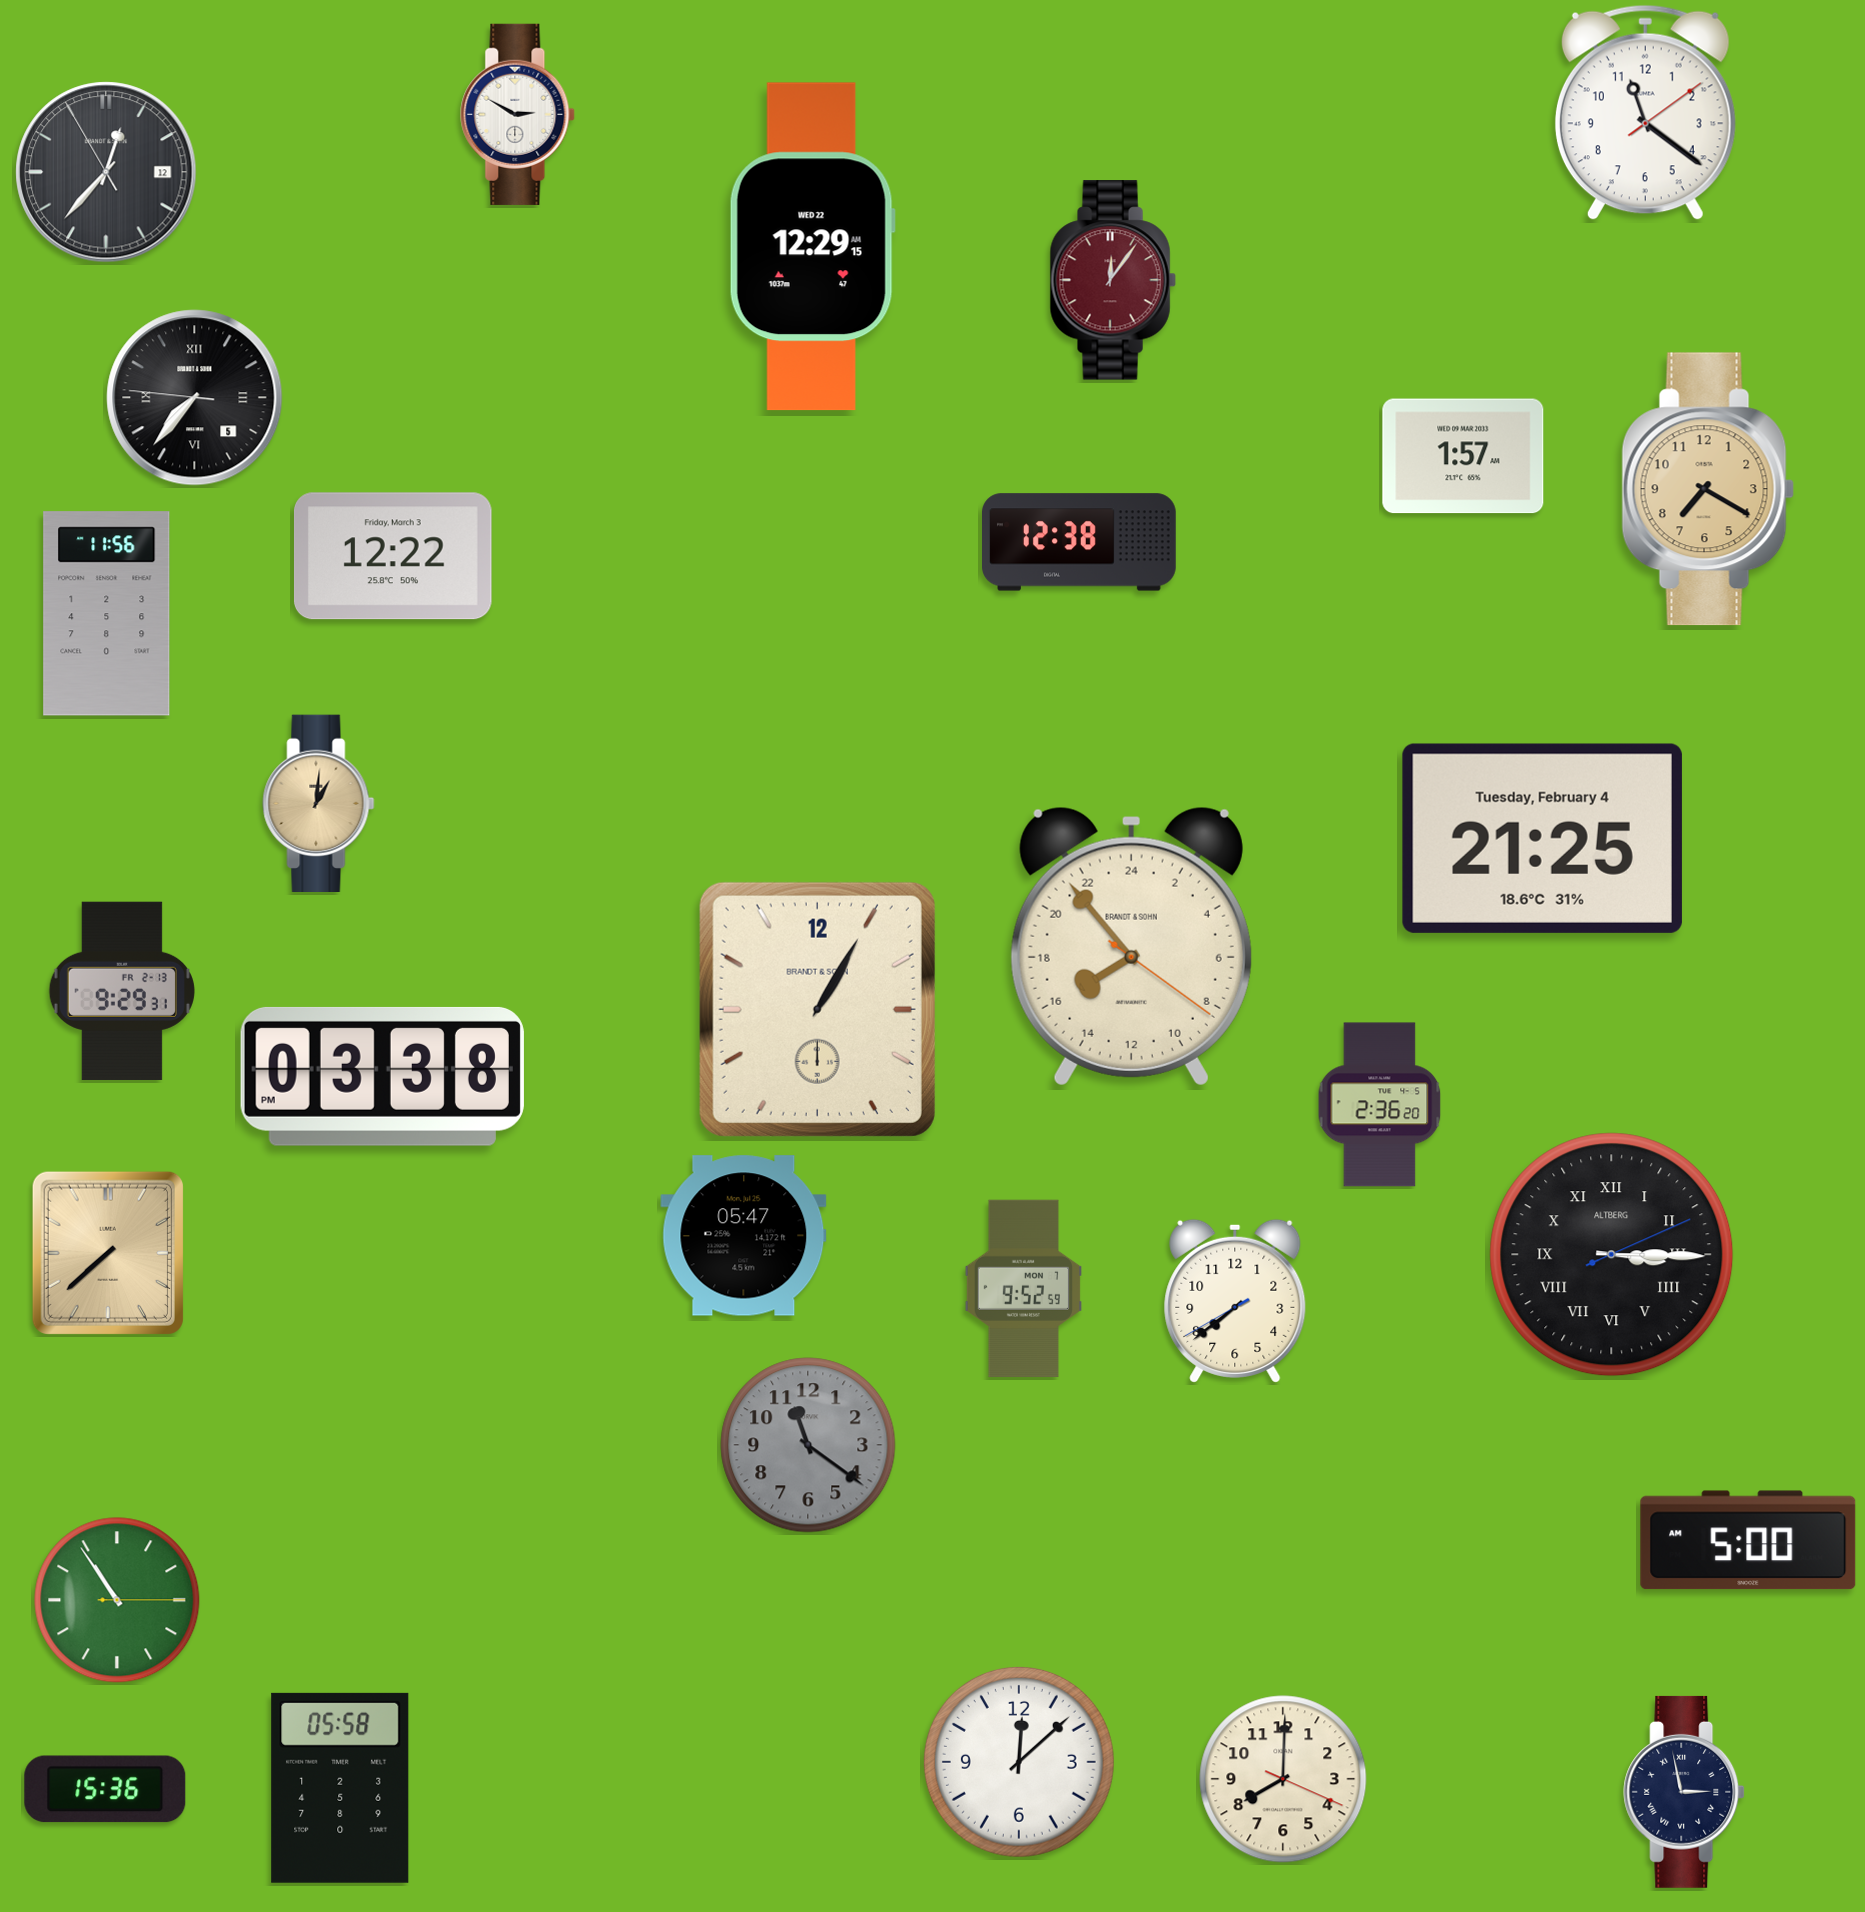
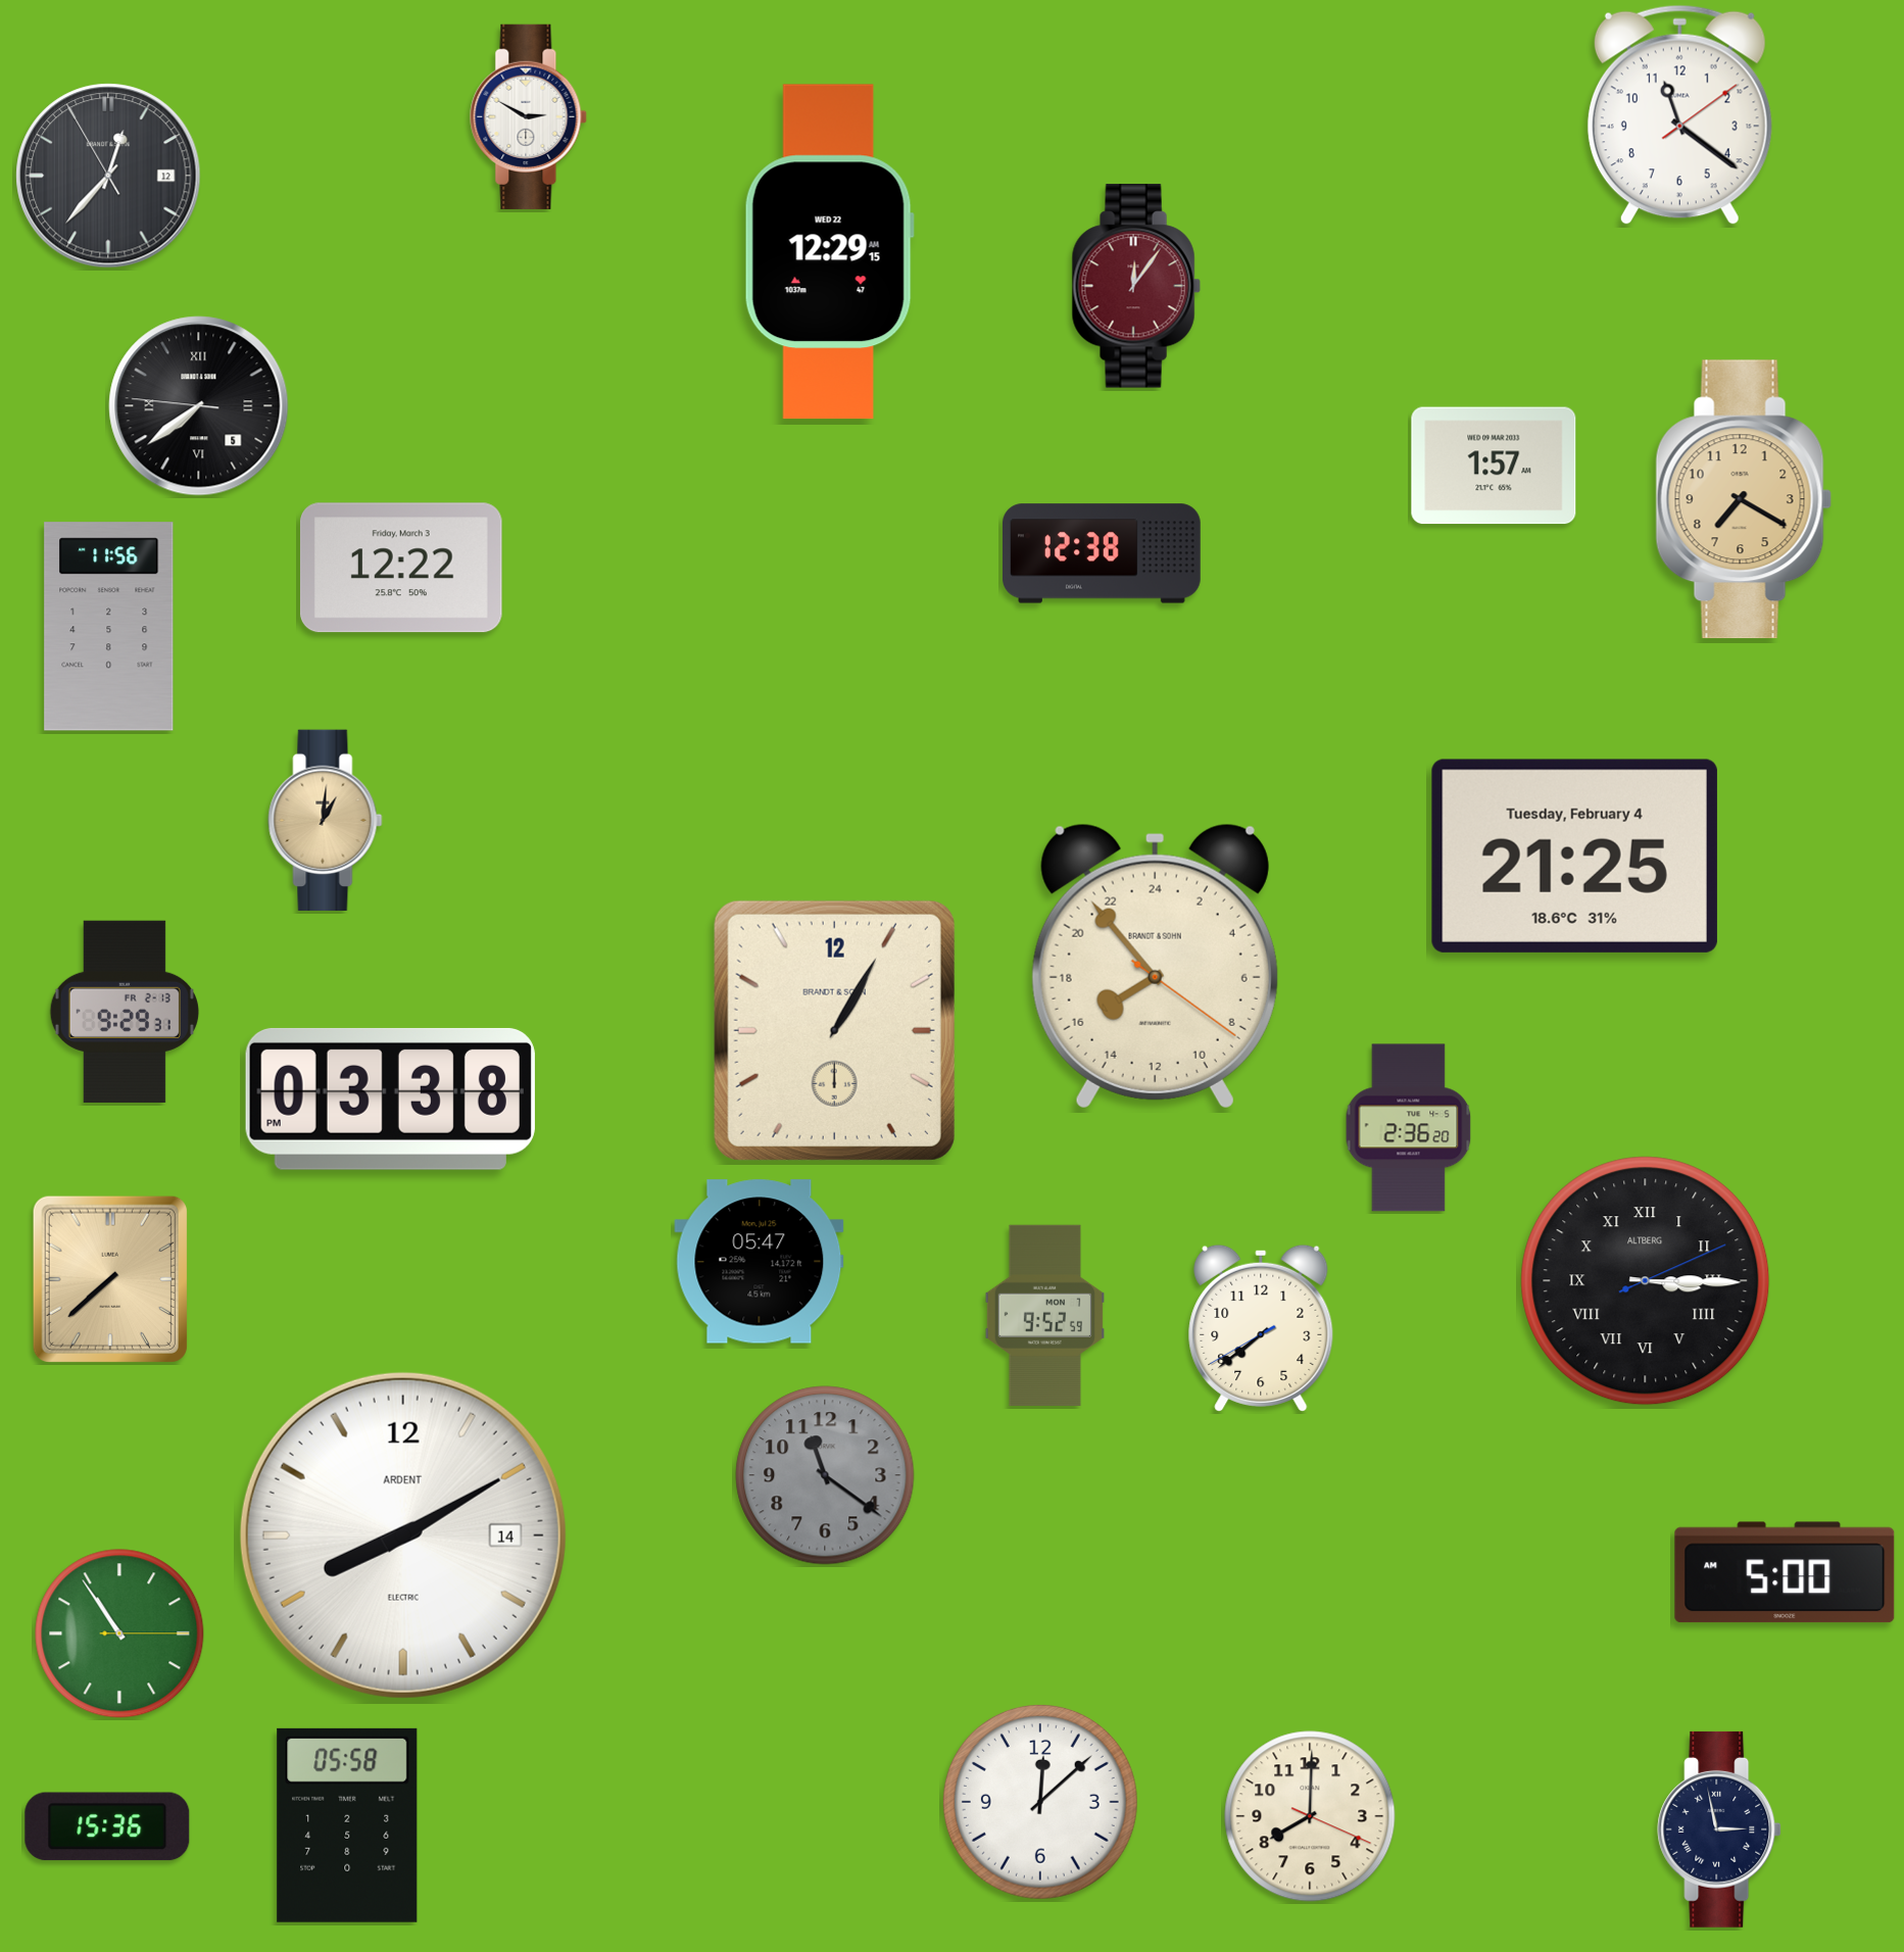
clock at (195, 398): 7:36 -> 7:38
clock at (403, 1535): none -> 8:10
clock at (1019, 1762) position: (1019, 1762) -> (1040, 1802)
